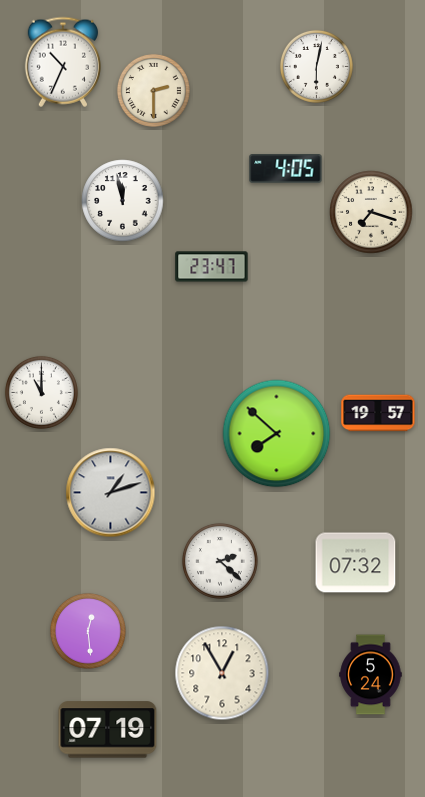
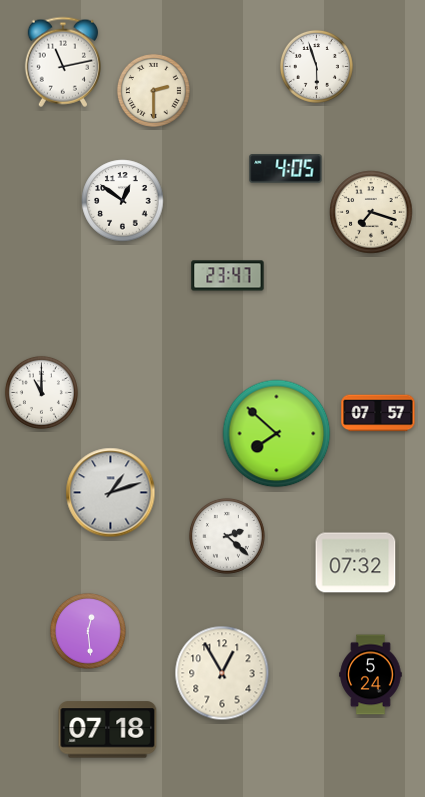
clock at (63, 62): 10:34 -> 11:13
clock at (316, 66): 6:02 -> 5:57
clock at (123, 201): 11:58 -> 12:51
clock at (212, 267) position: (212, 267) -> (228, 276)
clock at (378, 413): 19:57 -> 07:57
clock at (220, 561) position: (220, 561) -> (227, 536)
clock at (108, 730): 07:19 -> 07:18
